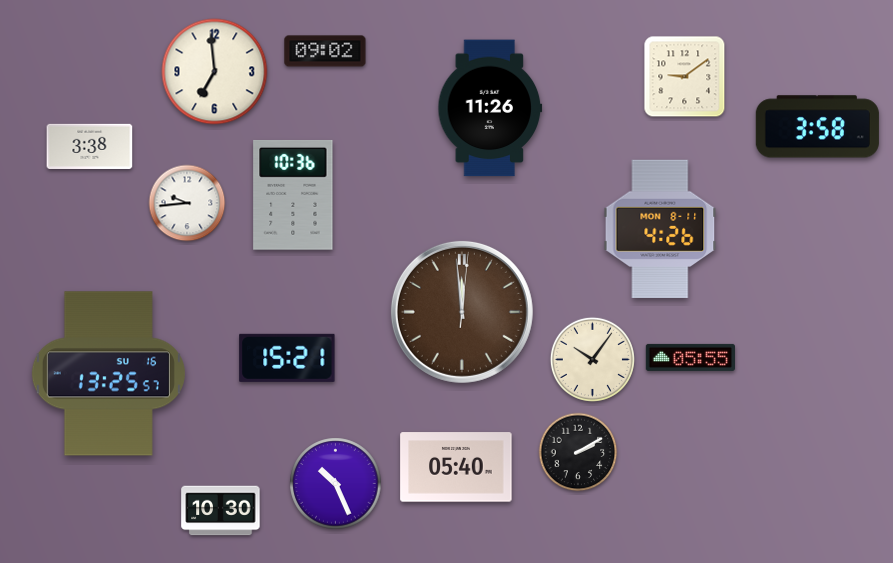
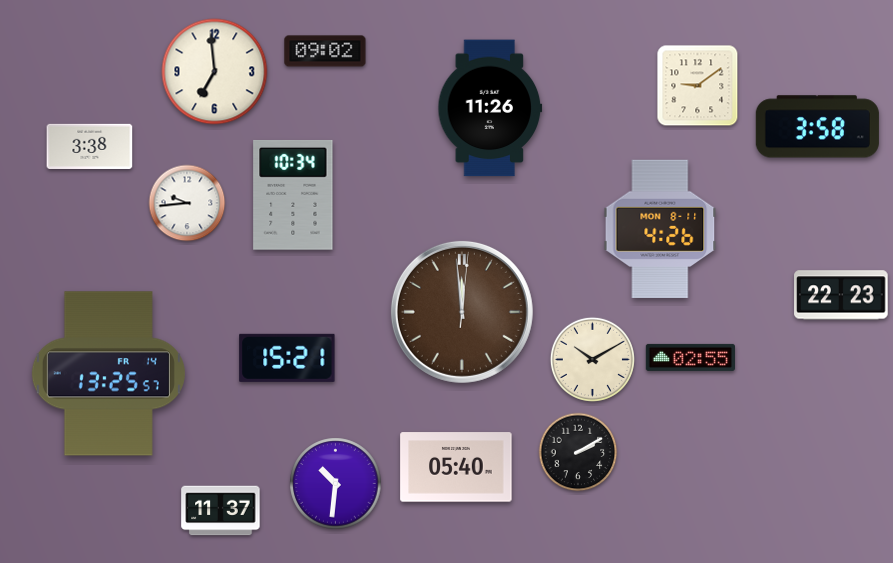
clock at (685, 77) position: (685, 77) -> (698, 86)
clock at (293, 195): 10:36 -> 10:34
clock at (841, 295): none -> 22:23
clock at (691, 357): 05:55 -> 02:55
clock at (592, 359): 10:06 -> 10:10
clock at (108, 374) date: SU 16 -> FR 14
clock at (336, 484): 10:26 -> 10:31
clock at (221, 511): 10:30 -> 11:37
